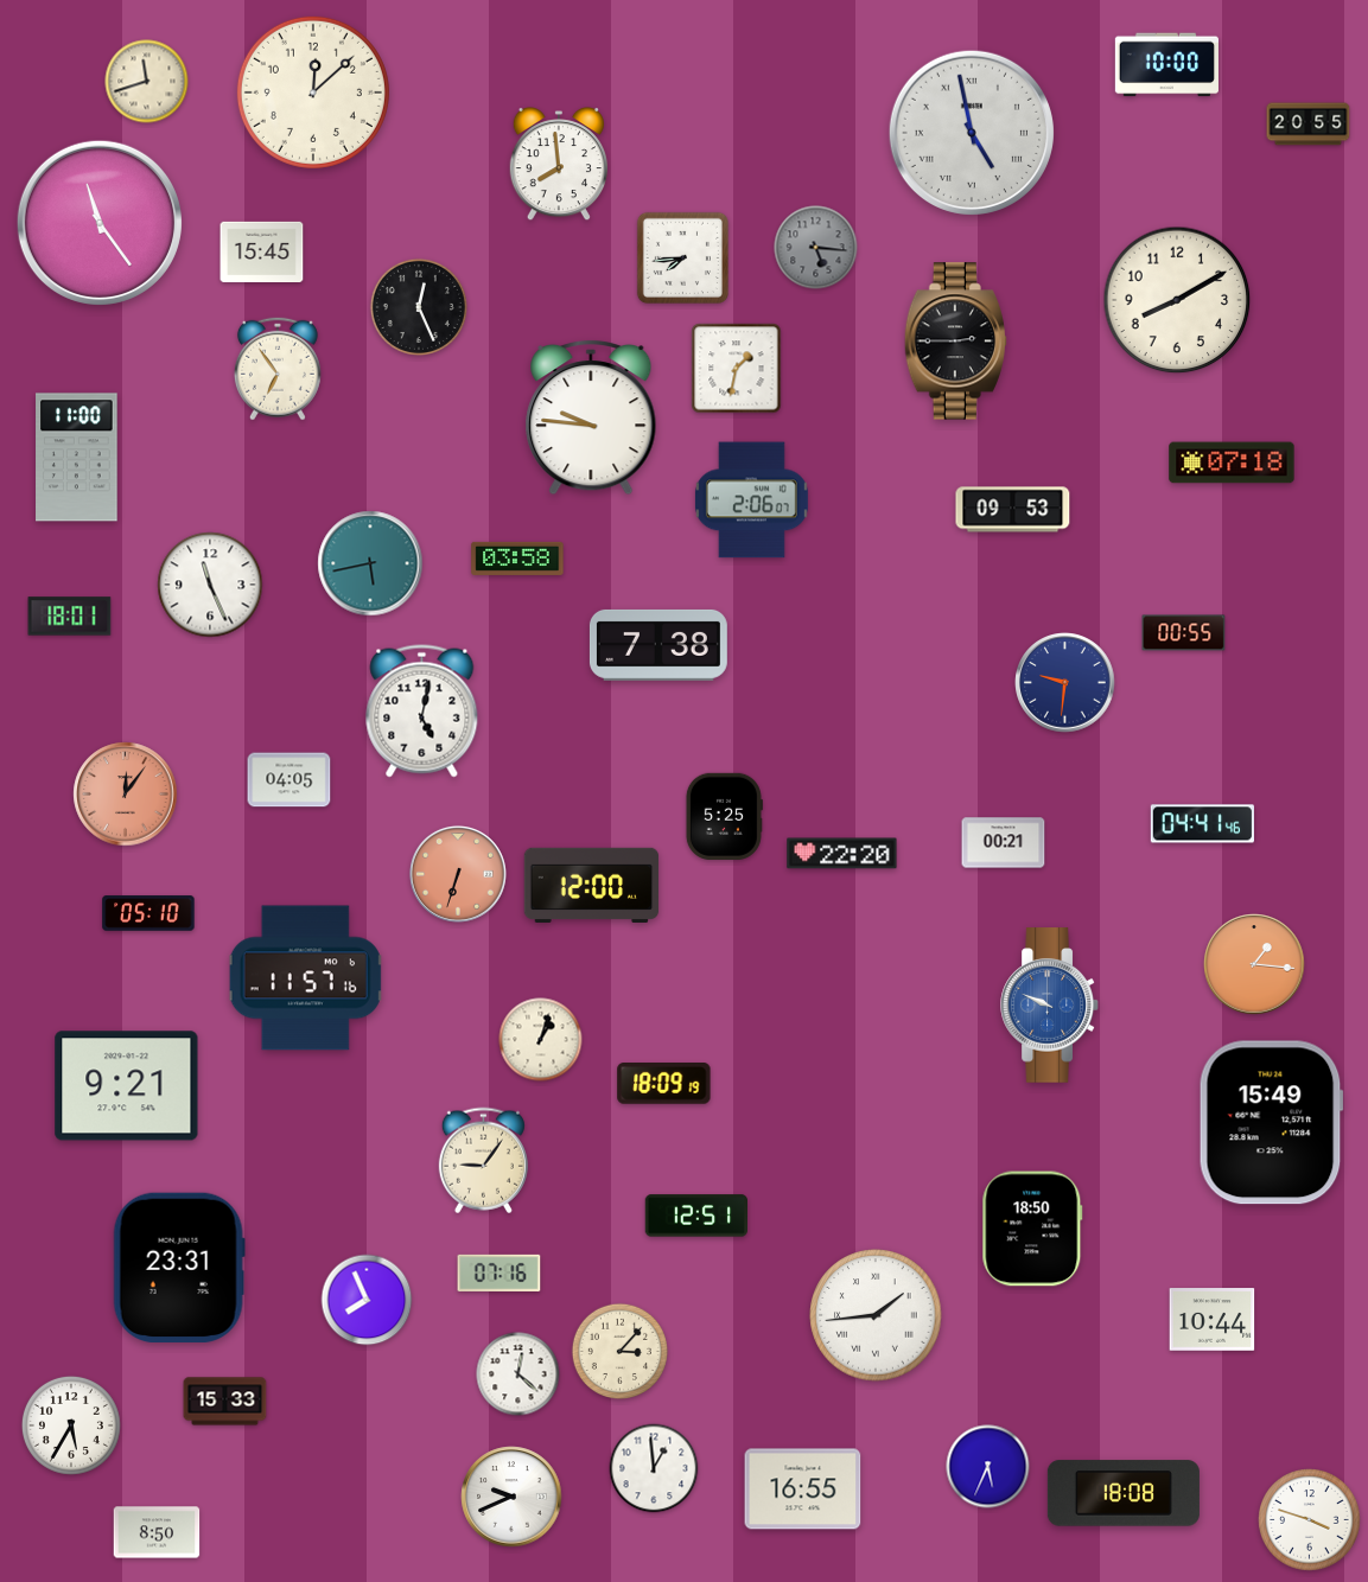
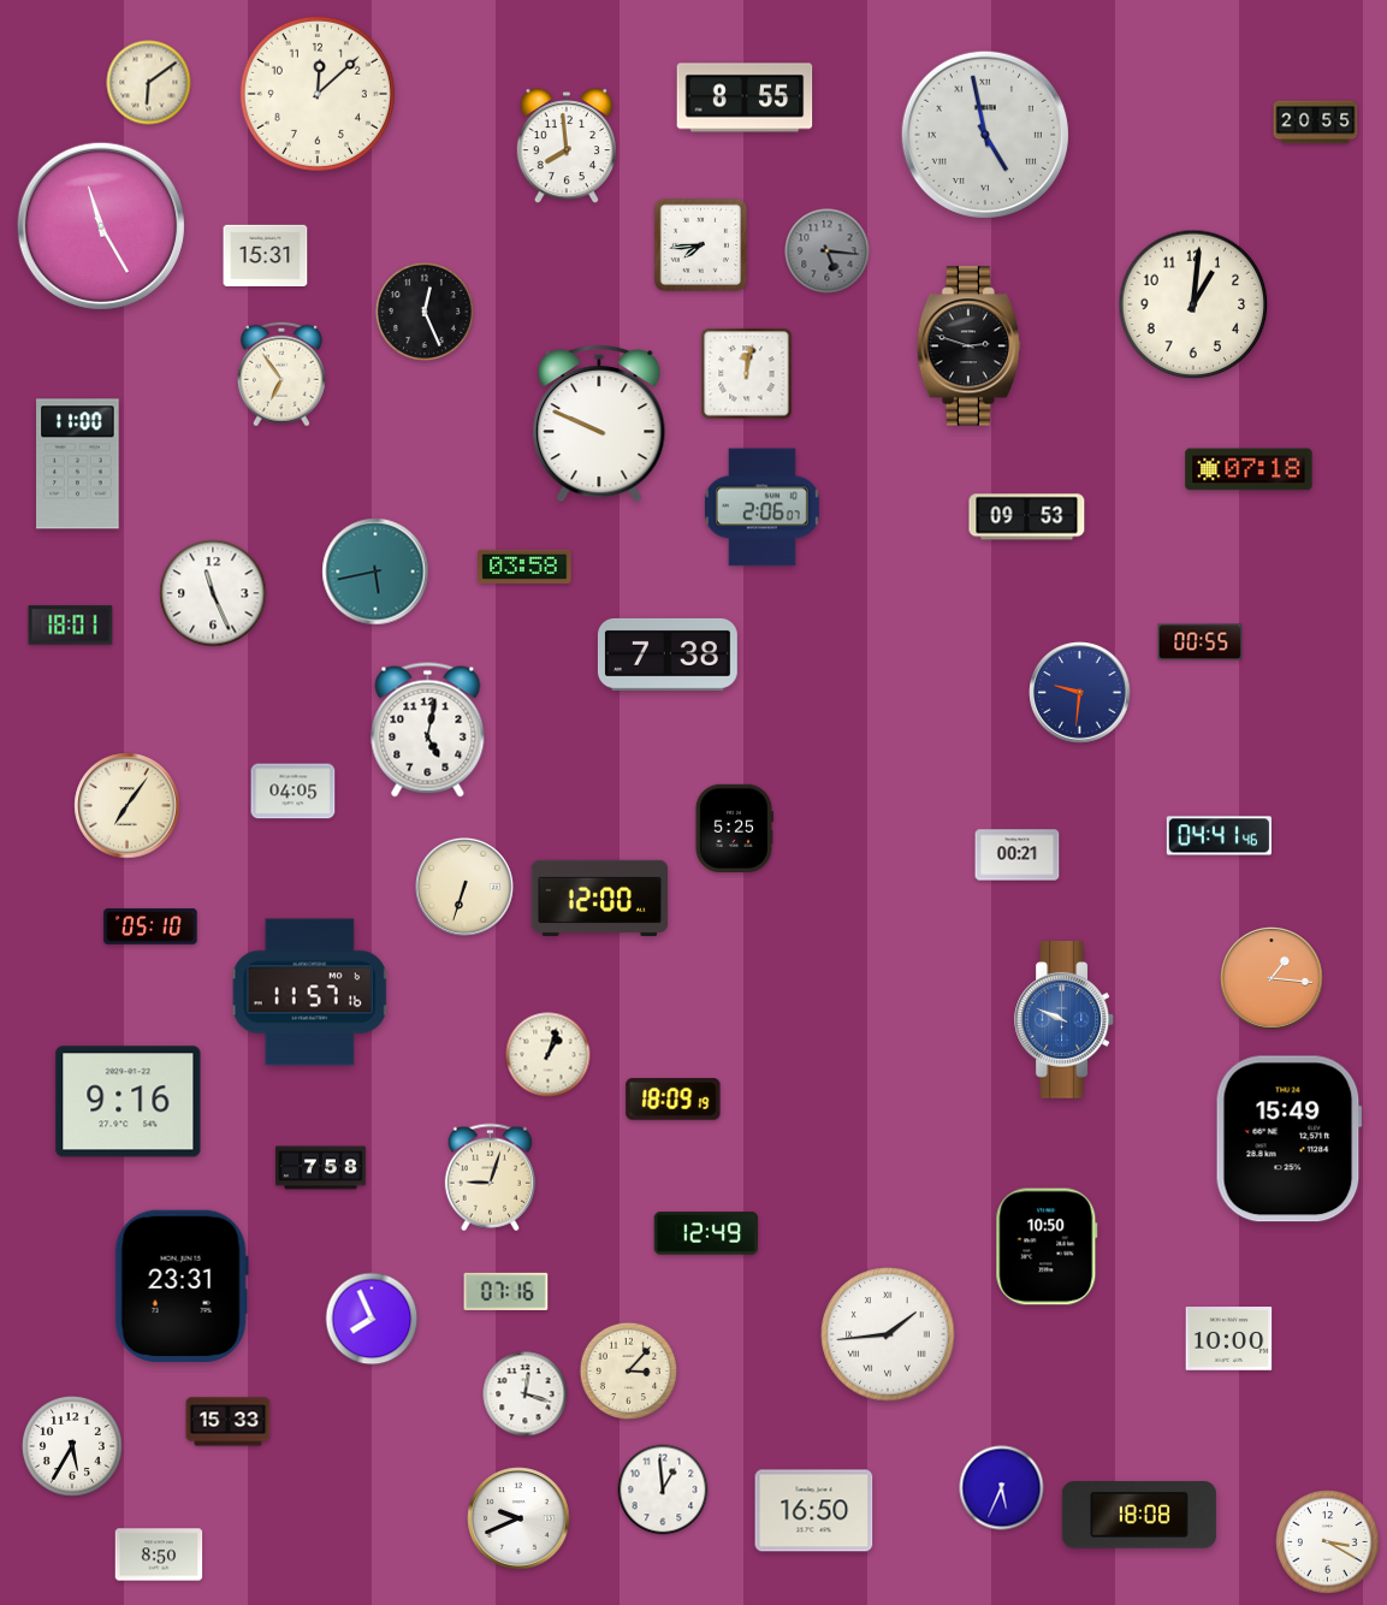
clock at (1166, 65): 10:00 -> none
clock at (147, 82): 11:42 -> 6:09
clock at (745, 97): none -> 8:55
clock at (1309, 125) position: (1309, 125) -> (1316, 123)
clock at (558, 164) position: (558, 164) -> (565, 146)
clock at (100, 223): 11:24 -> 11:25
clock at (262, 253): 15:45 -> 15:31
clock at (682, 257) position: (682, 257) -> (700, 244)
clock at (1177, 300): 8:10 -> 1:01
clock at (955, 342): 2:45 -> 2:48
clock at (737, 369): 1:32 -> 12:02
clock at (591, 417): 9:46 -> 9:49
clock at (422, 712) position: (422, 712) -> (428, 730)
clock at (126, 795): 12:06 -> 7:06
clock at (126, 795) dial: salmon -> cream
clock at (842, 854): 22:20 -> none
clock at (458, 874) dial: salmon -> cream
clock at (127, 1086): 9:21 -> 9:16
clock at (320, 1168): none -> 7:58
clock at (483, 1161): 9:06 -> 9:03
clock at (695, 1216): 12:51 -> 12:49
clock at (1032, 1229): 18:50 -> 10:50
clock at (1213, 1320): 10:44 -> 10:00
clock at (518, 1374): 12:22 -> 12:18
clock at (803, 1489): 16:55 -> 16:50
clock at (1310, 1520): 3:48 -> 3:20
